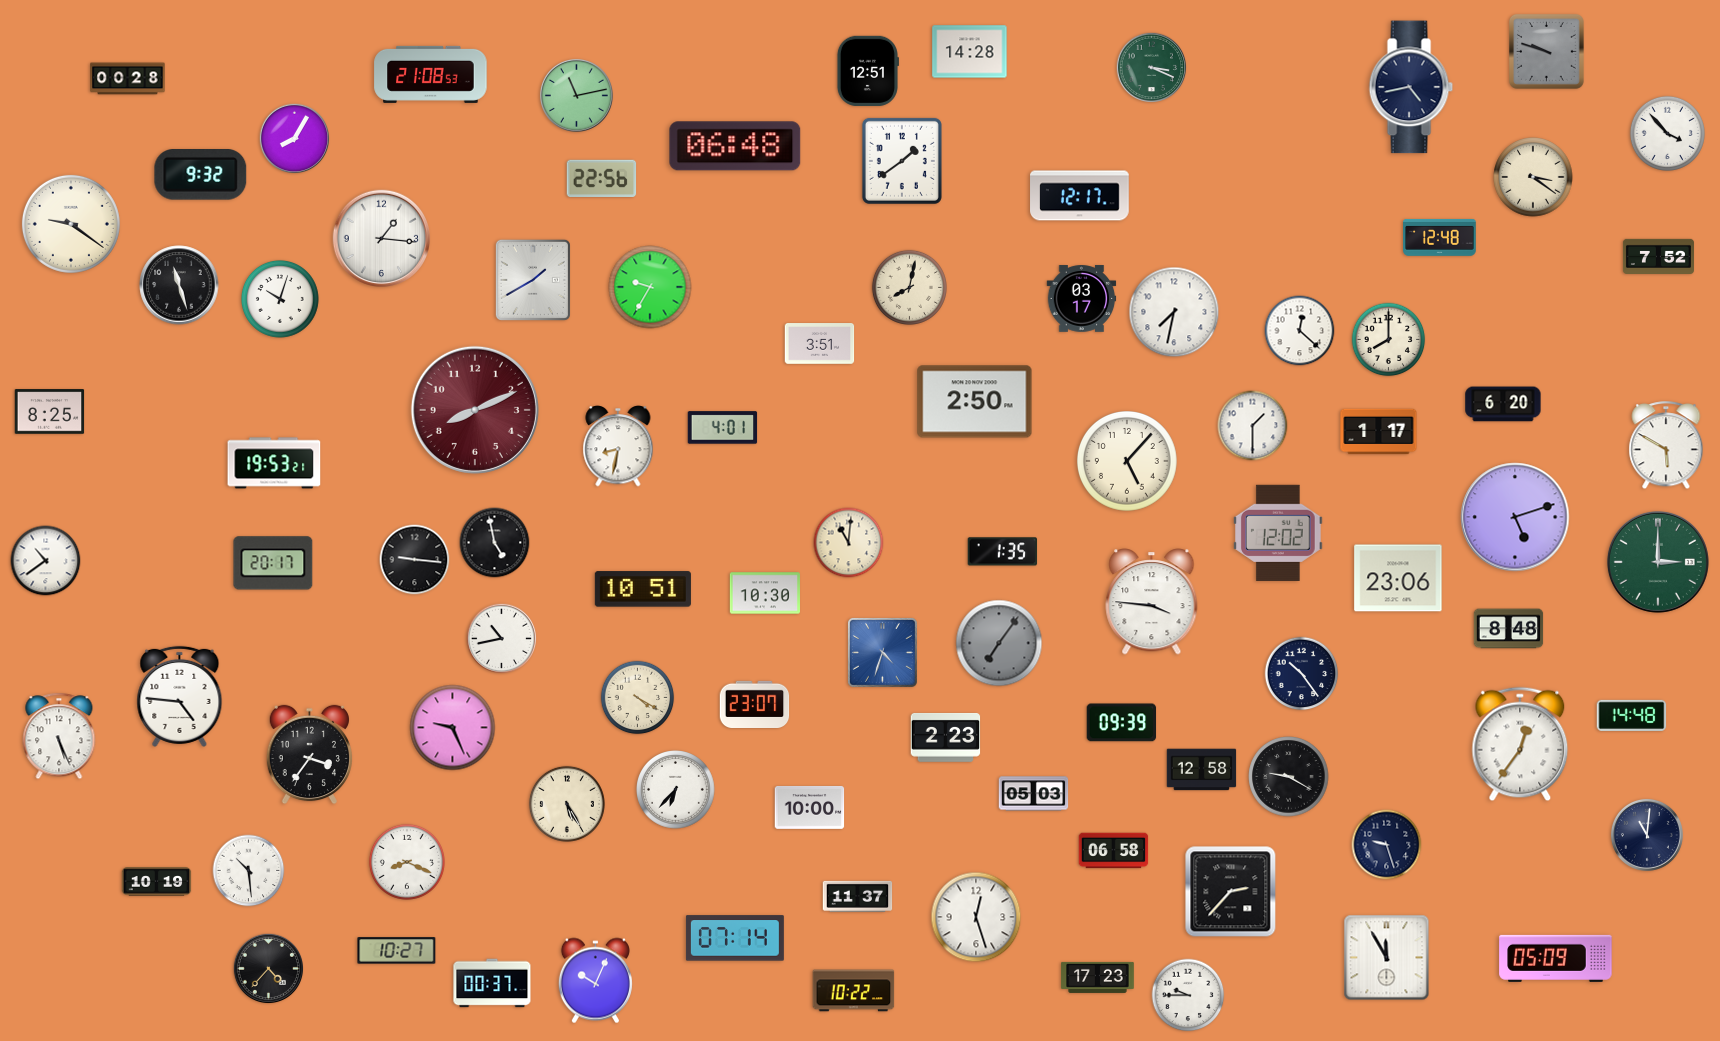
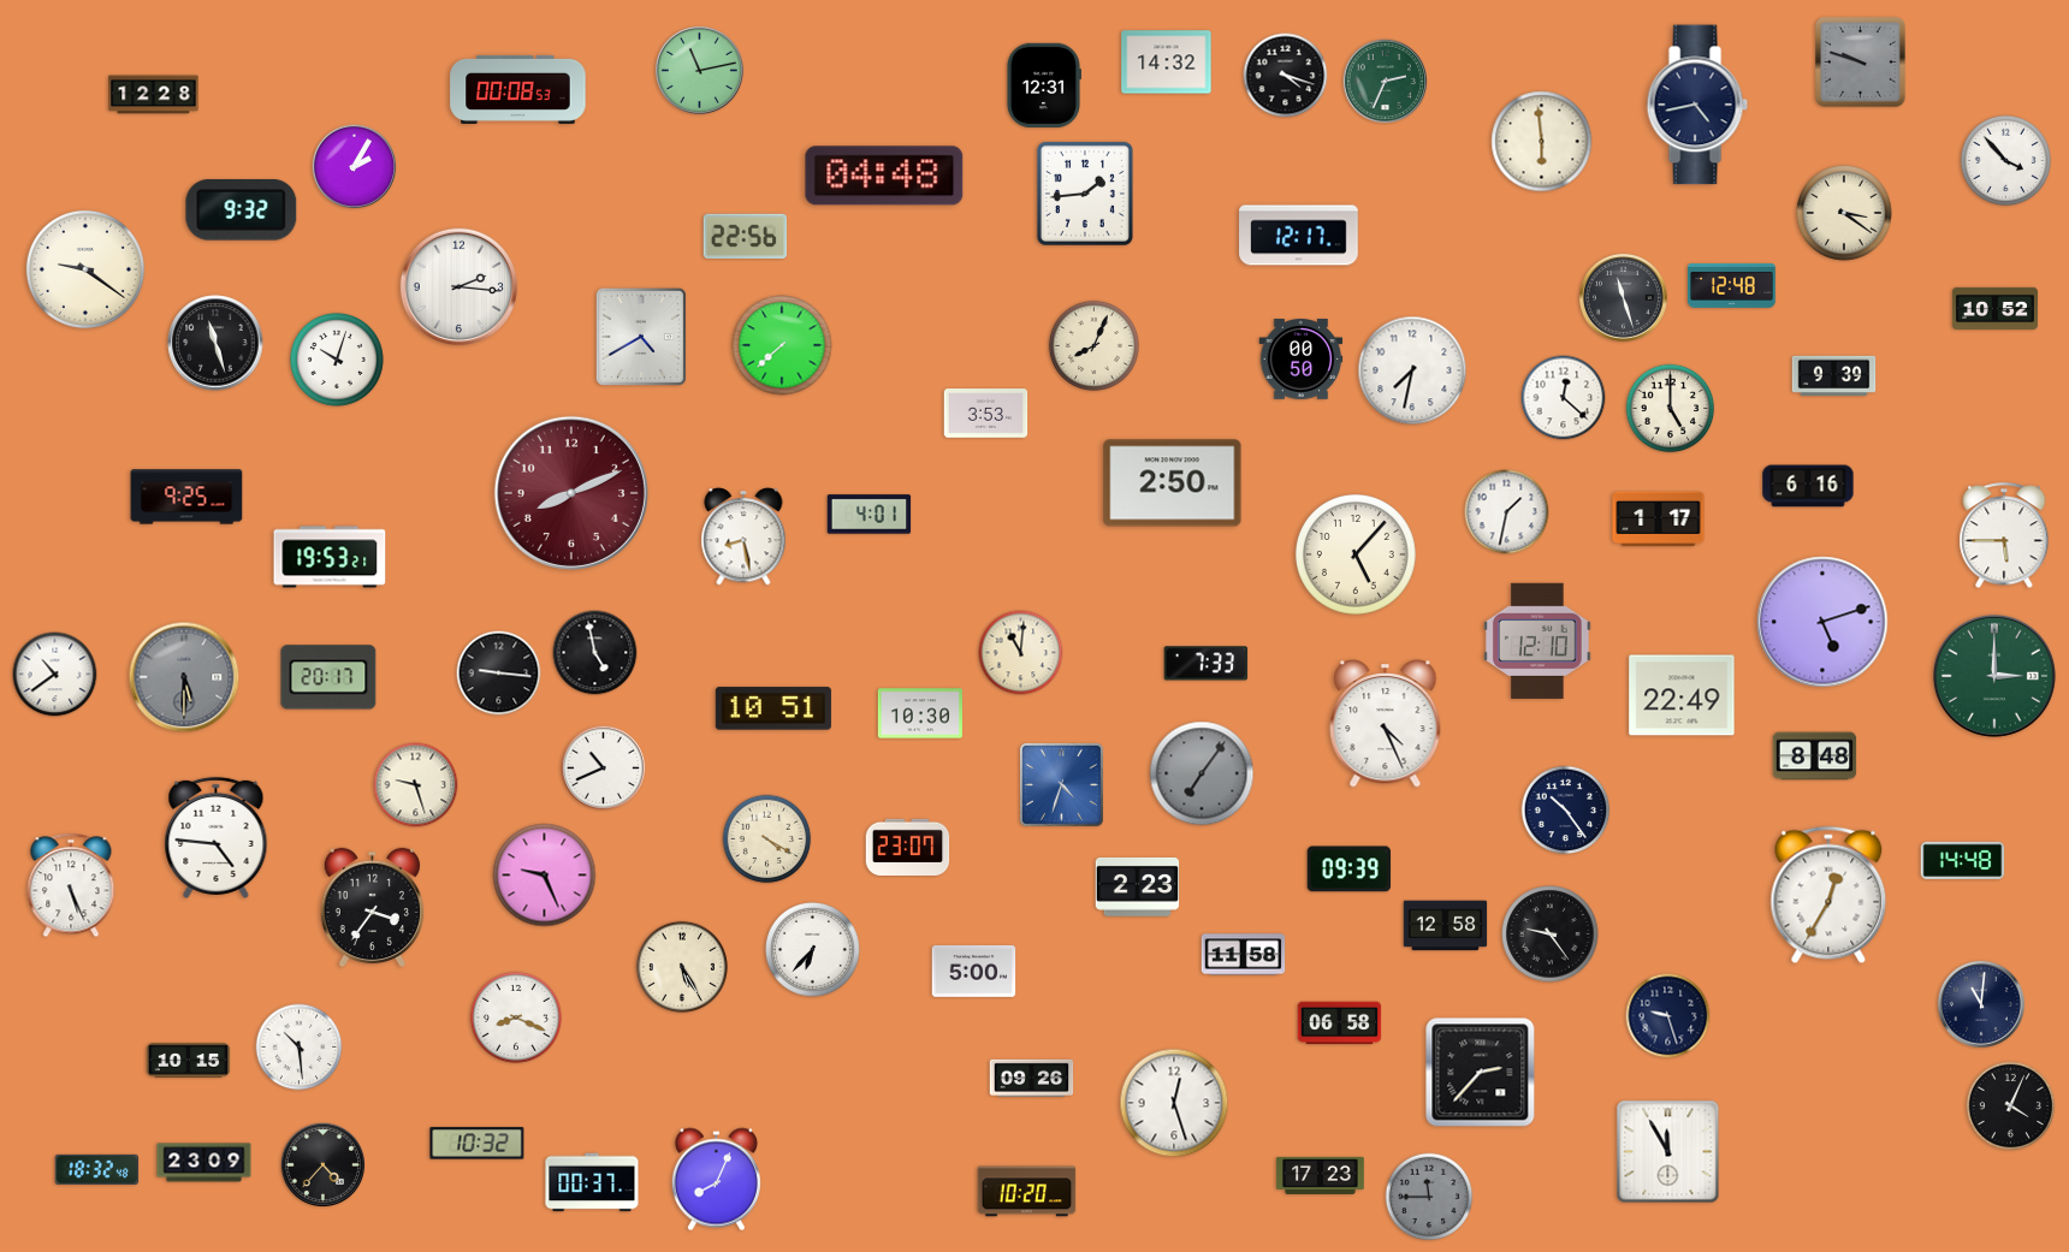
clock at (970, 52): 14:28 -> 14:32
clock at (1286, 76): none -> 4:18
clock at (1151, 67): 3:19 -> 2:34
clock at (867, 70): 12:51 -> 12:31
clock at (431, 74): 21:08 -> 00:08
clock at (128, 79): 00:28 -> 12:28
clock at (576, 95) position: (576, 95) -> (699, 70)
clock at (1542, 142): none -> 5:59
clock at (294, 138): 8:05 -> 2:05
clock at (735, 146): 06:48 -> 04:48
clock at (902, 161): 1:39 -> 1:44
clock at (602, 178) position: (602, 178) -> (746, 236)
clock at (381, 238): 1:16 -> 2:16
clock at (1623, 297): none -> 11:27
clock at (1658, 256): 7:52 -> 10:52
clock at (533, 280): 1:40 -> 4:40
clock at (650, 287): 9:35 -> 7:38
clock at (909, 287): 8:02 -> 8:04
clock at (1082, 299): 03:17 -> 00:50
clock at (1174, 312) position: (1174, 312) -> (1412, 370)
clock at (1834, 376): none -> 9:39
clock at (1389, 340): 8:00 -> 5:00
clock at (820, 344): 3:51 -> 3:53
clock at (1503, 404): 6:20 -> 6:16
clock at (50, 412): 8:25 -> none
clock at (186, 497): none -> 9:25
clock at (1253, 426): 1:30 -> 1:32
clock at (618, 446): 8:32 -> 8:28
clock at (1666, 446): 5:50 -> 5:45
clock at (1279, 533): 12:02 -> 12:10
clock at (1003, 552): 1:35 -> 7:33
clock at (184, 677): none -> 5:30
clock at (1398, 578): 23:06 -> 22:49
clock at (1152, 602): 3:46 -> 4:26
clock at (501, 638): 10:43 -> 10:41
clock at (416, 785): none -> 9:27
clock at (1520, 744): 12:36 -> 12:35
clock at (1289, 777): 9:20 -> 9:24
clock at (1034, 794): 05:03 -> 11:58
clock at (810, 807): 10:00 -> 5:00
clock at (407, 862) position: (407, 862) -> (516, 1017)
clock at (157, 882): 10:19 -> 10:15
clock at (858, 896): 11:37 -> 09:26
clock at (2011, 1106): none -> 4:04
clock at (735, 938): 07:14 -> none
clock at (397, 951): 10:27 -> 10:32
clock at (1556, 958): 05:09 -> none
clock at (204, 1163): none -> 23:09
clock at (97, 1169): none -> 18:32
clock at (595, 981): 10:04 -> 8:04
clock at (854, 991): 10:22 -> 10:20
clock at (1188, 995): 9:45 -> 11:45
clock at (1188, 995) dial: white -> grey
